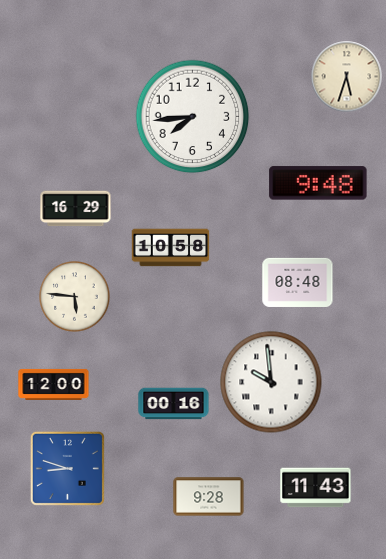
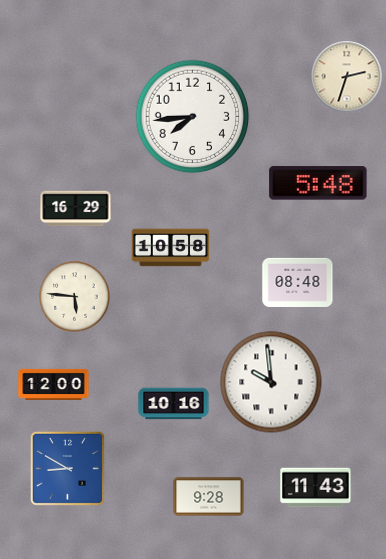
clock at (347, 77): 5:33 -> 2:33
clock at (318, 183): 9:48 -> 5:48
clock at (174, 404): 00:16 -> 10:16
clock at (67, 468): 8:48 -> 8:50
